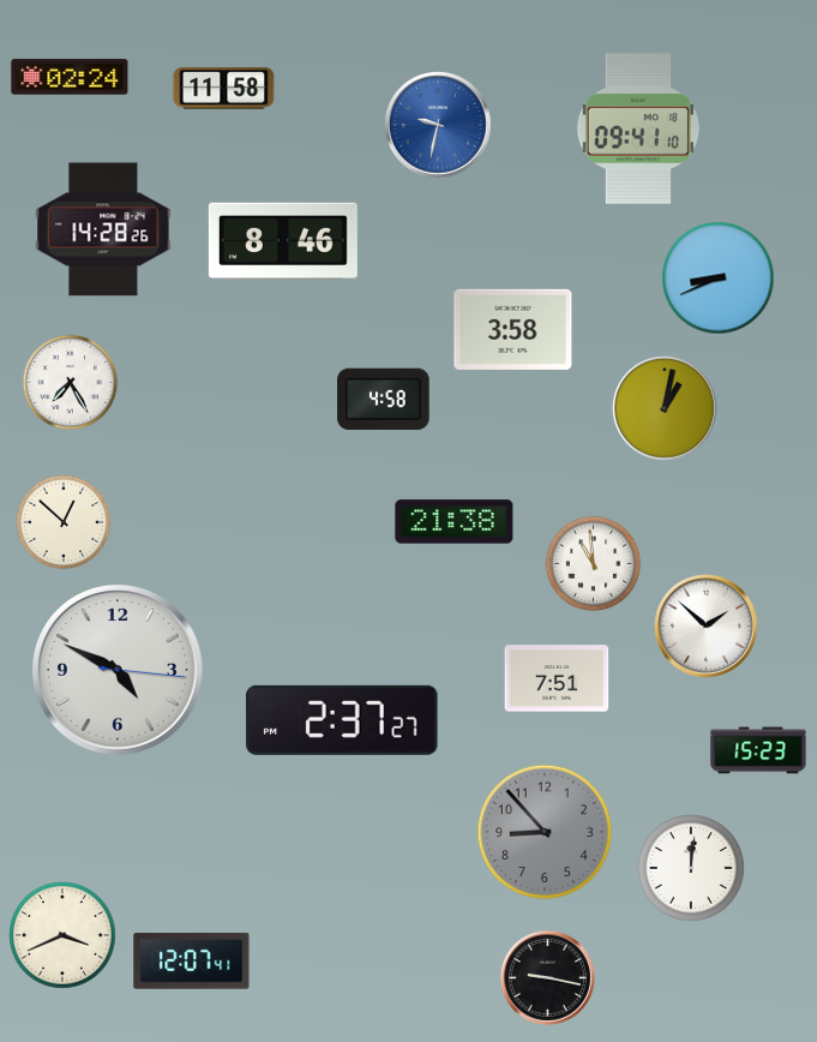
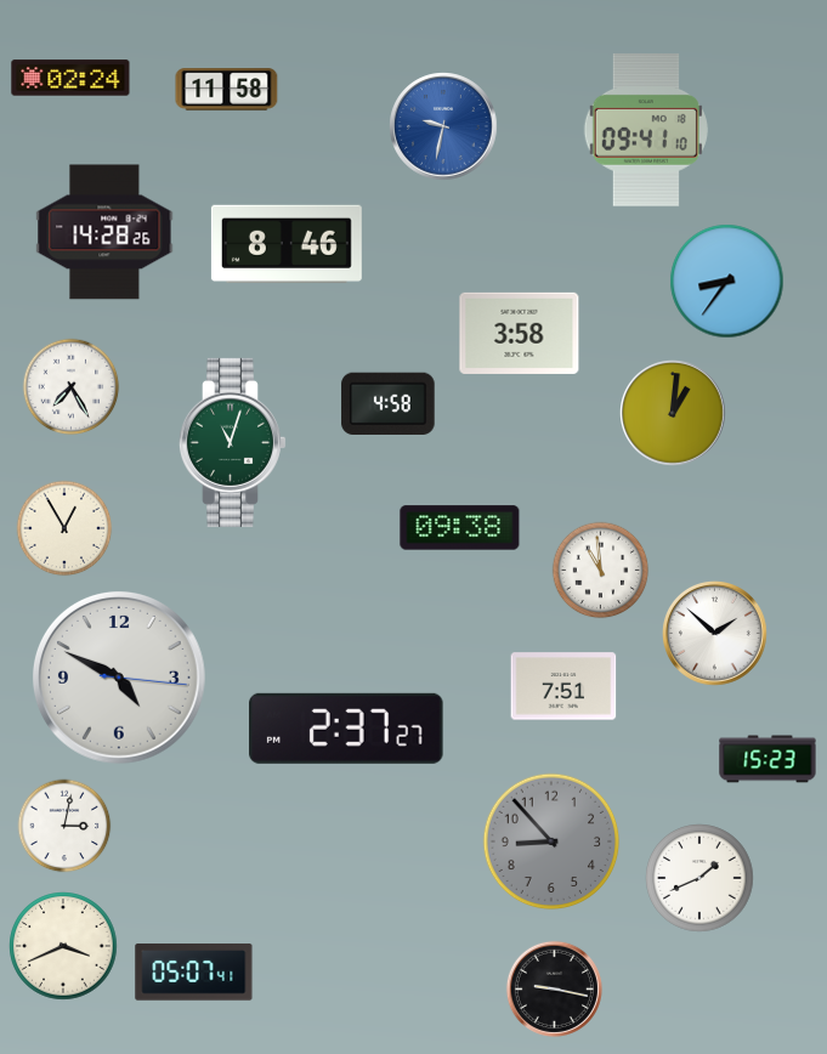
clock at (719, 279): 8:41 -> 8:36
clock at (666, 409): 1:02 -> 1:01
clock at (232, 442): none -> 11:03
clock at (64, 522): 12:52 -> 12:55
clock at (455, 522): 21:38 -> 09:38
clock at (64, 826): none -> 3:02
clock at (691, 868): 12:01 -> 1:41
clock at (192, 962): 12:07 -> 05:07
